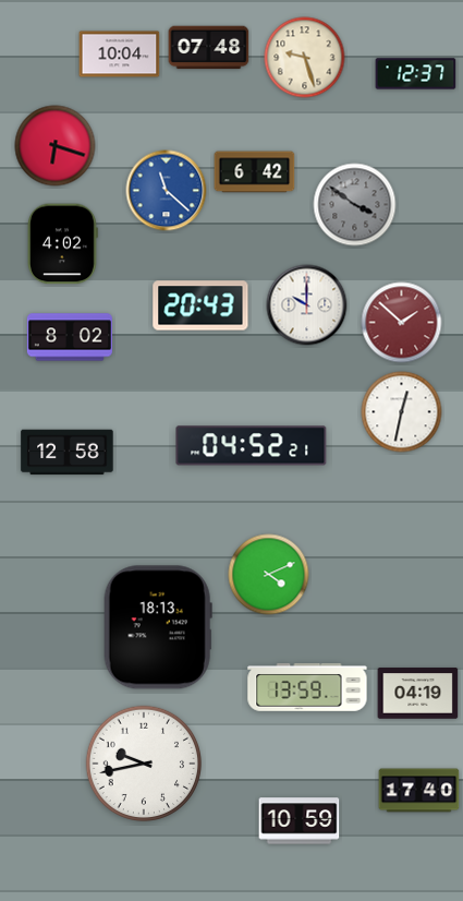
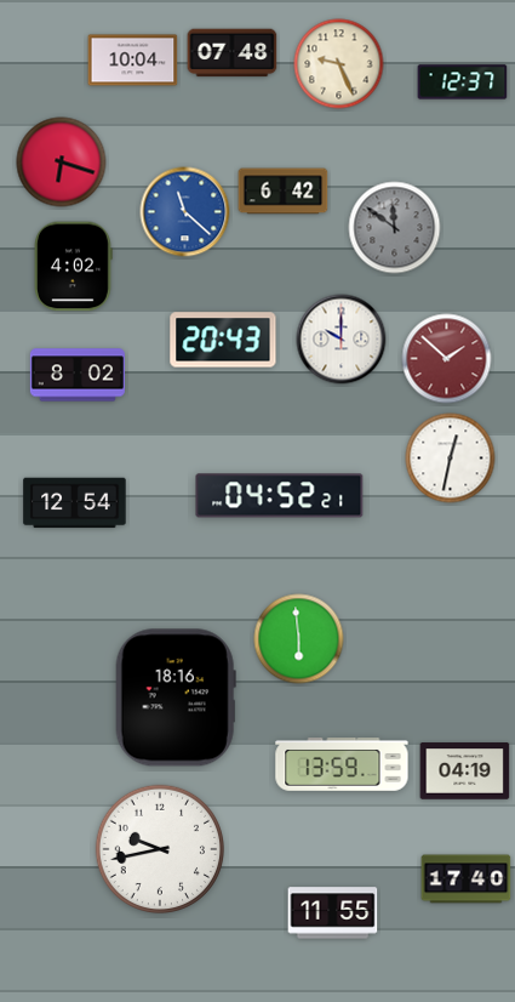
clock at (305, 58): 9:27 -> 9:26
clock at (355, 205): 3:51 -> 11:51
clock at (63, 244) position: (63, 244) -> (74, 267)
clock at (402, 412) position: (402, 412) -> (451, 459)
clock at (68, 453): 12:58 -> 12:54
clock at (269, 575): 4:11 -> 5:59
clock at (158, 627): 18:13 -> 18:16
clock at (300, 821): 10:59 -> 11:55
